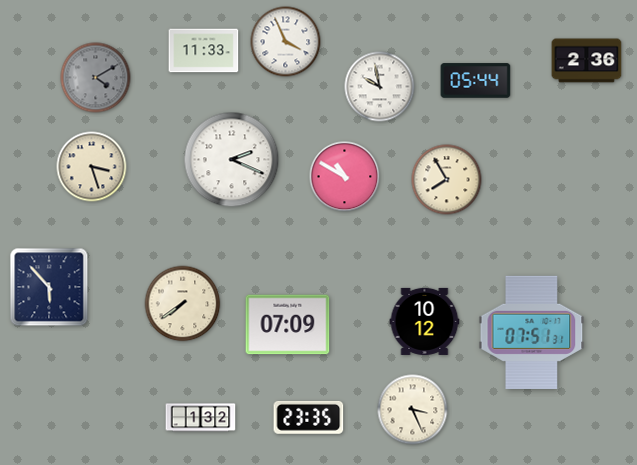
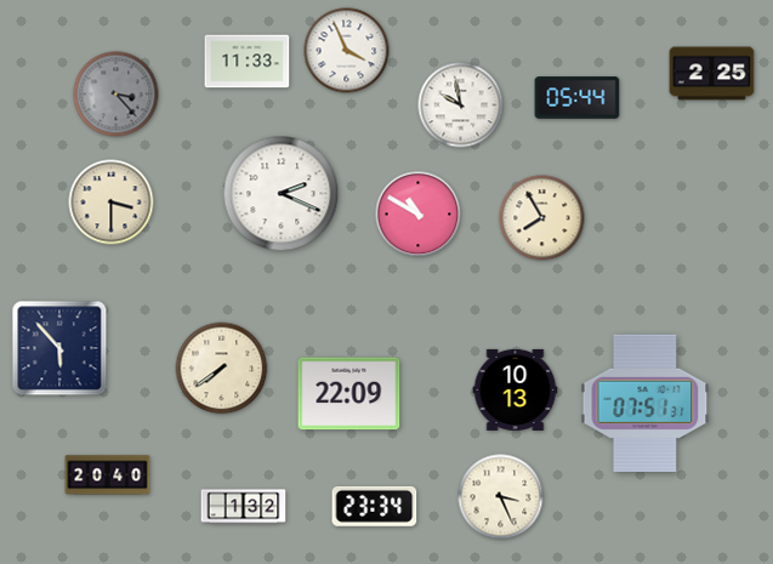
clock at (587, 61): 2:36 -> 2:25
clock at (96, 78): 4:10 -> 3:23
clock at (92, 167): 3:27 -> 3:30
clock at (425, 321): 10:12 -> 10:13
clock at (288, 325): 07:09 -> 22:09
clock at (108, 475): none -> 20:40
clock at (309, 417): 23:35 -> 23:34
